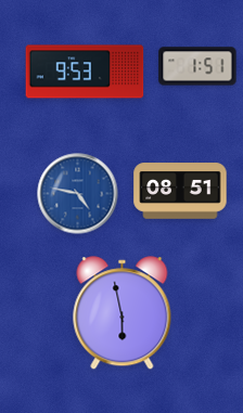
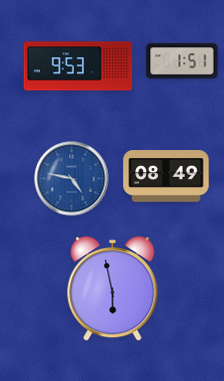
clock at (180, 191): 08:51 -> 08:49
